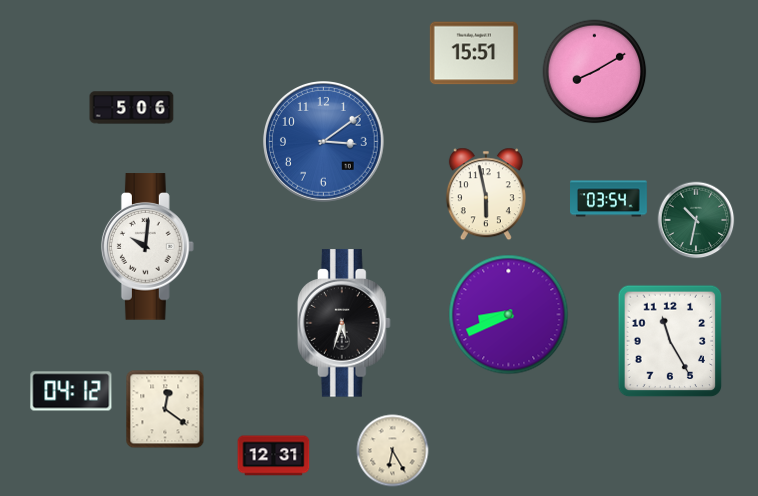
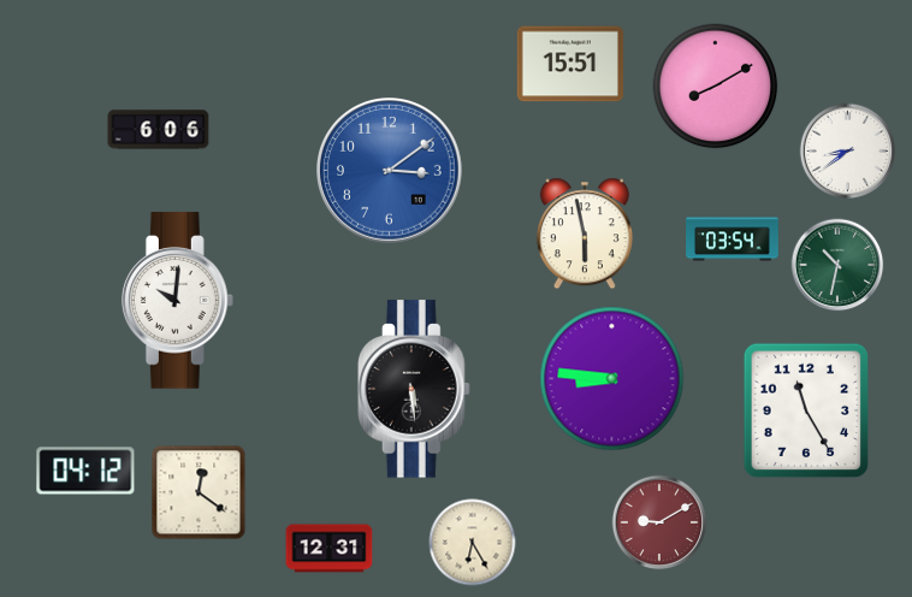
clock at (132, 108): 5:06 -> 6:06
clock at (848, 152): none -> 8:39
clock at (147, 247) position: (147, 247) -> (177, 301)
clock at (509, 315): 8:41 -> 8:46
clock at (344, 323): 5:33 -> 5:29
clock at (659, 522): none -> 9:10
